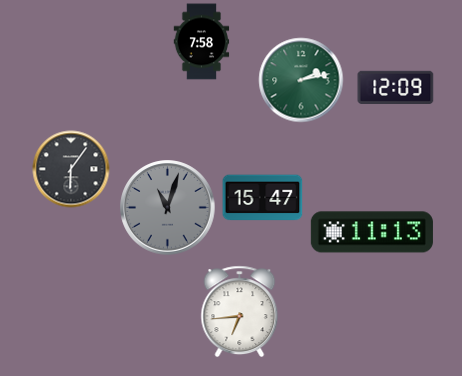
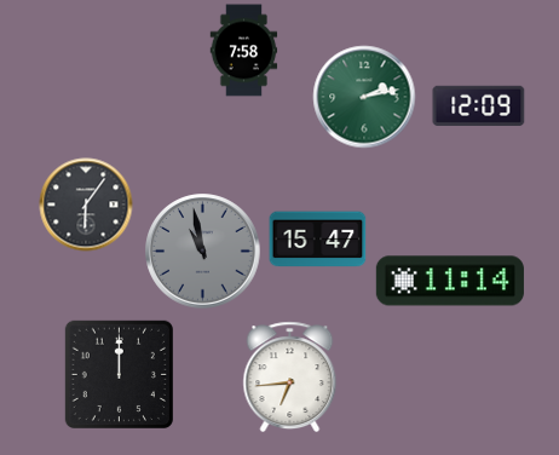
clock at (168, 208): 11:03 -> 10:58
clock at (372, 232): 11:13 -> 11:14
clock at (119, 374): none -> 12:00
